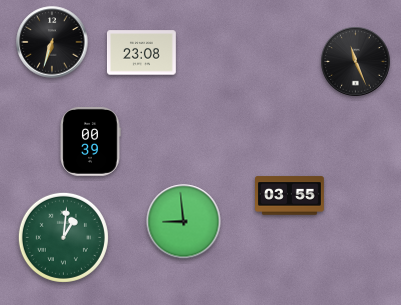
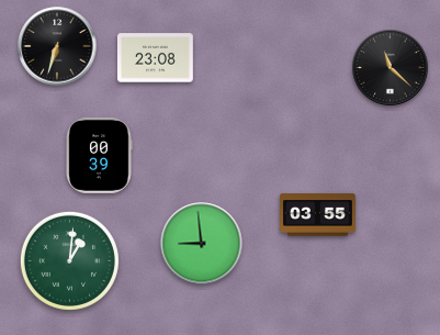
clock at (356, 62): 11:26 -> 11:22
